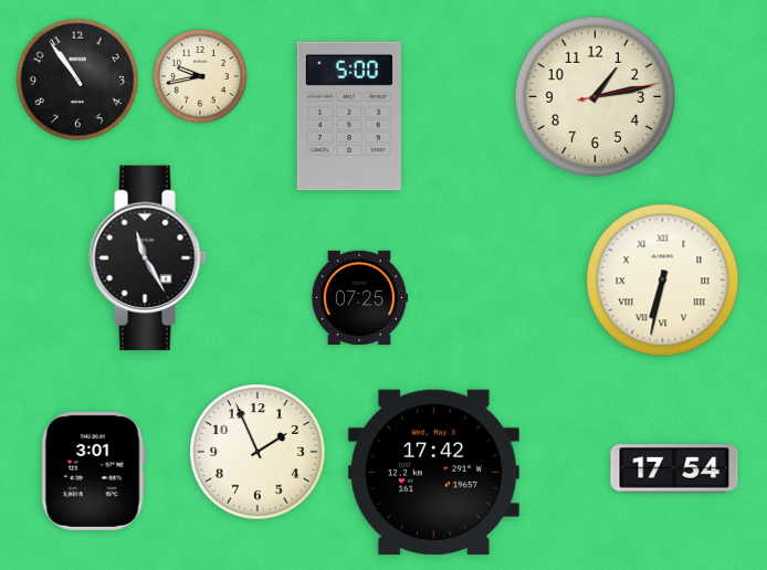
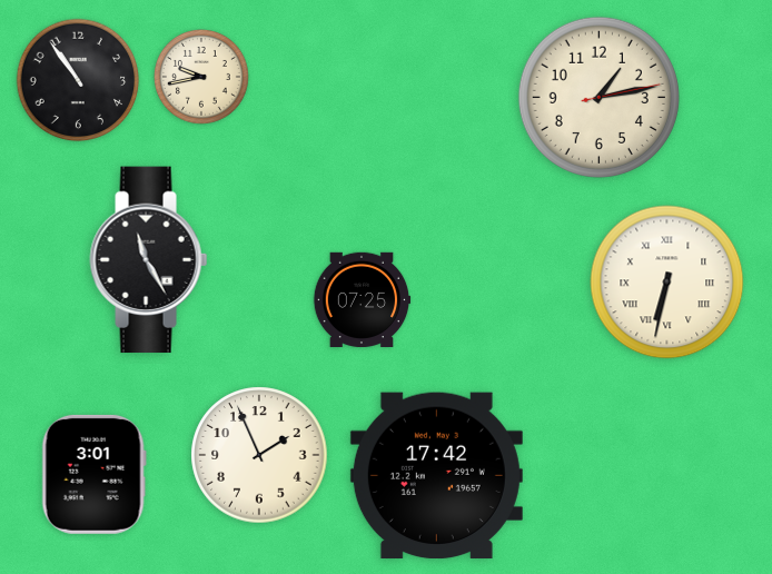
clock at (349, 116): 5:00 -> none
clock at (674, 468): 17:54 -> none
